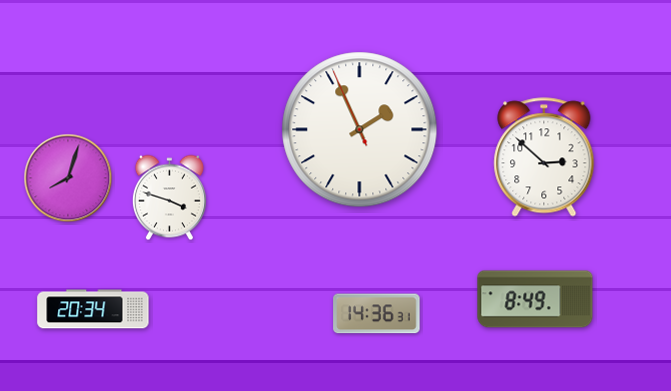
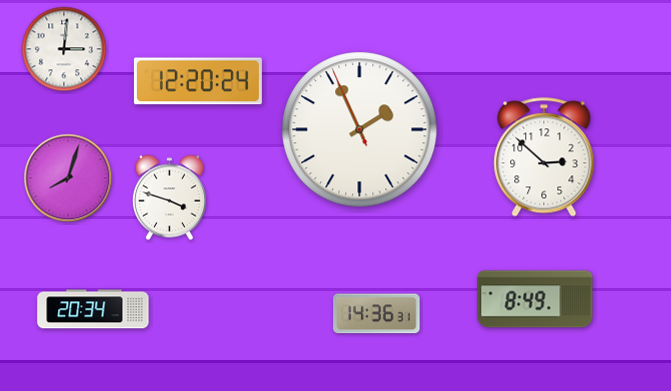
clock at (64, 49): none -> 3:01
clock at (198, 81): none -> 12:20
